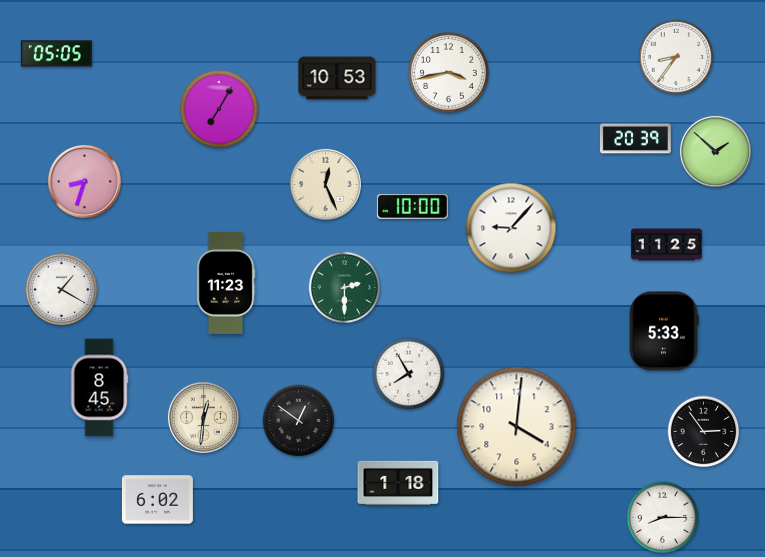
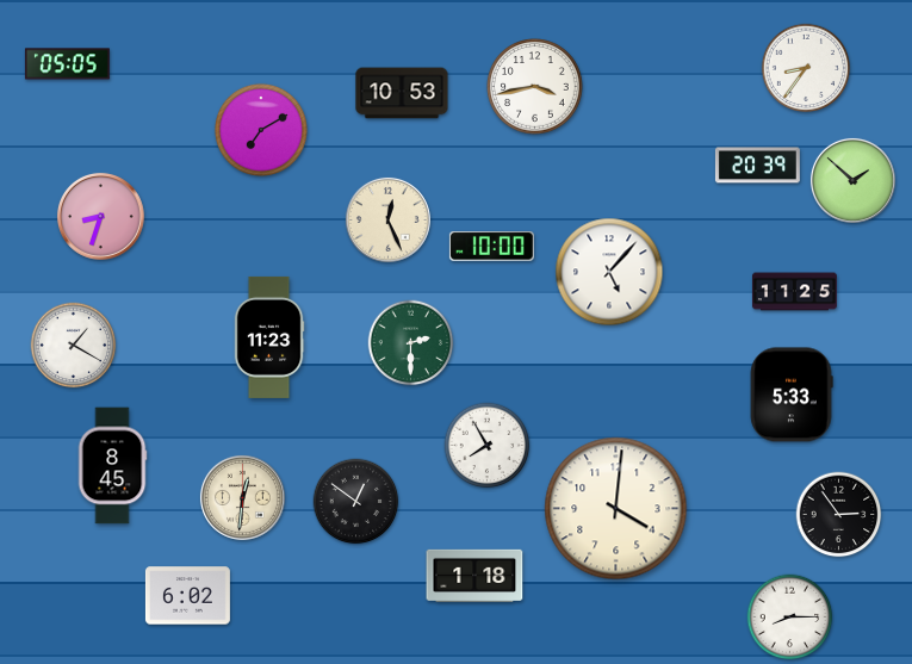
clock at (219, 109): 7:05 -> 7:10
clock at (511, 228): 9:07 -> 5:07
clock at (99, 388) position: (99, 388) -> (112, 466)
